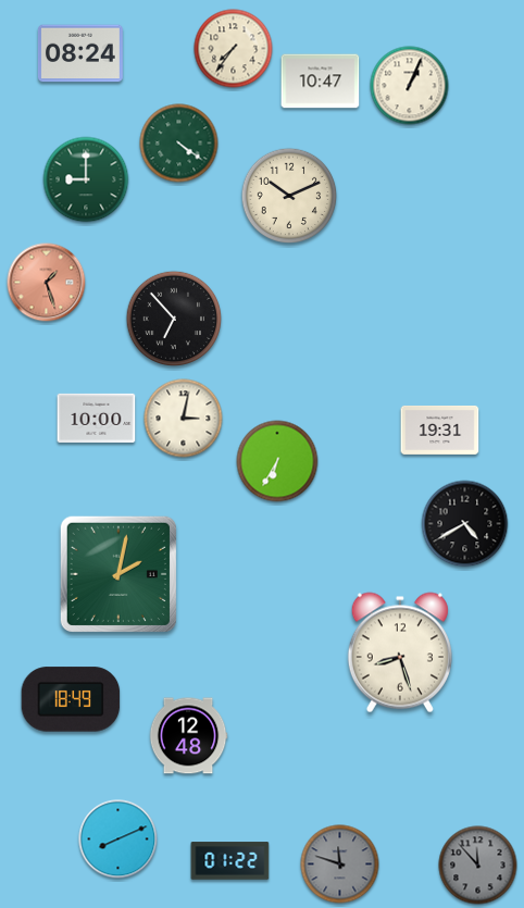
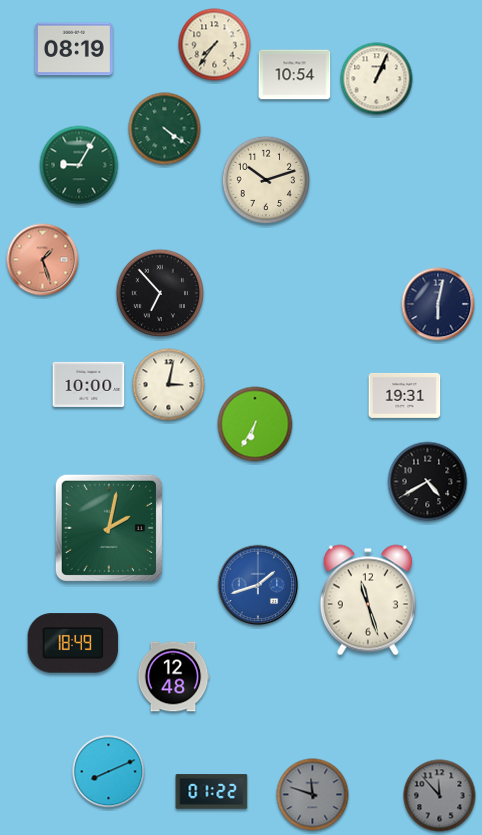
clock at (80, 53): 08:24 -> 08:19
clock at (321, 82): 10:47 -> 10:54
clock at (179, 144) position: (179, 144) -> (165, 129)
clock at (86, 179): 9:00 -> 9:05
clock at (289, 196): 10:11 -> 10:12
clock at (438, 304): none -> 6:02
clock at (258, 585): none -> 1:42
clock at (400, 652): 8:27 -> 11:27
clock at (71, 699) position: (71, 699) -> (73, 643)
